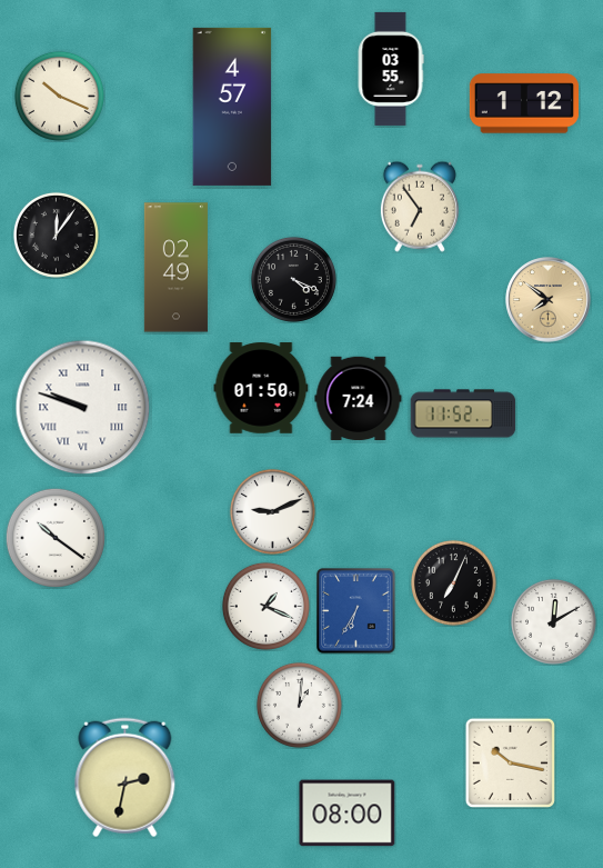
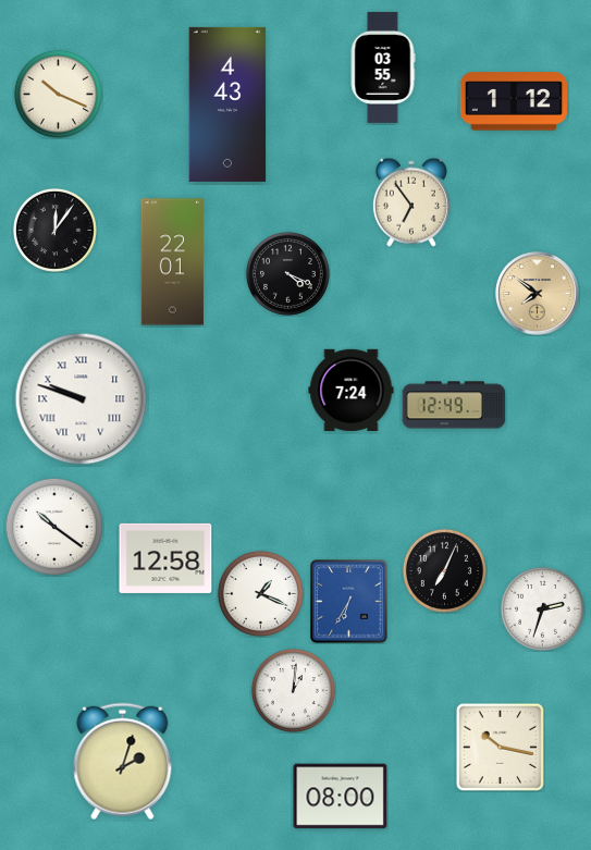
clock at (232, 107): 4:57 -> 4:43
clock at (175, 268): 02:49 -> 22:01
clock at (261, 388): 01:50 -> none
clock at (463, 413): 11:52 -> 12:49
clock at (272, 511): 9:11 -> none
clock at (165, 558): none -> 12:58
clock at (356, 611) position: (356, 611) -> (349, 602)
clock at (553, 621): 12:10 -> 2:33
clock at (125, 778): 2:32 -> 2:03
